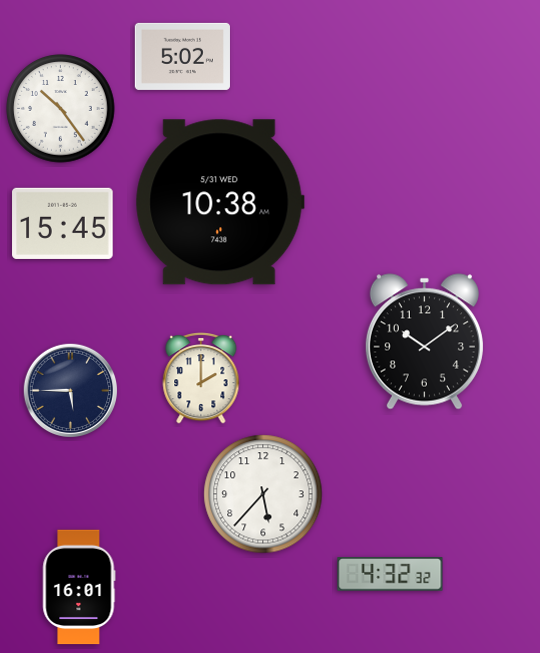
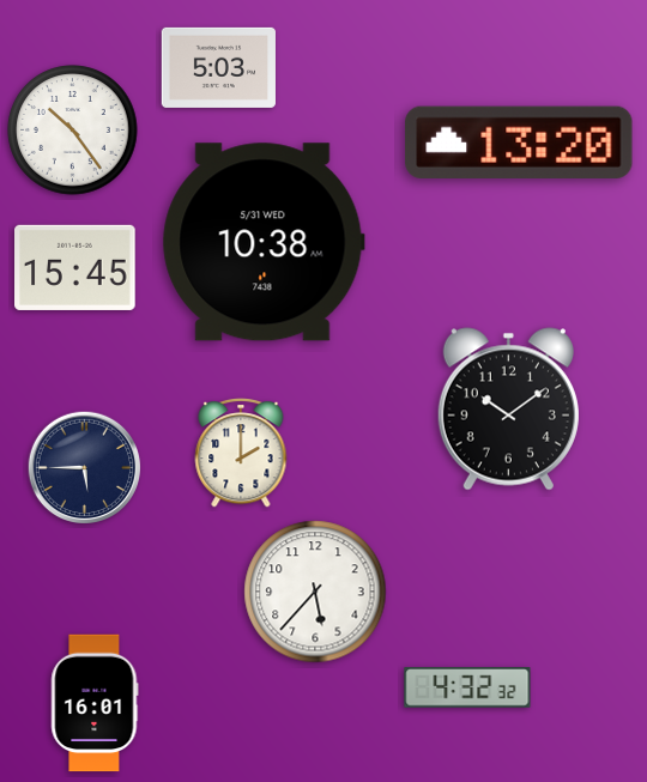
clock at (182, 56): 5:02 -> 5:03
clock at (519, 143): none -> 13:20
